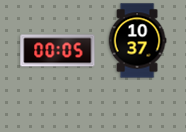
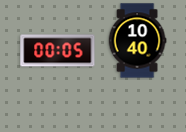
clock at (137, 41): 10:37 -> 10:40
